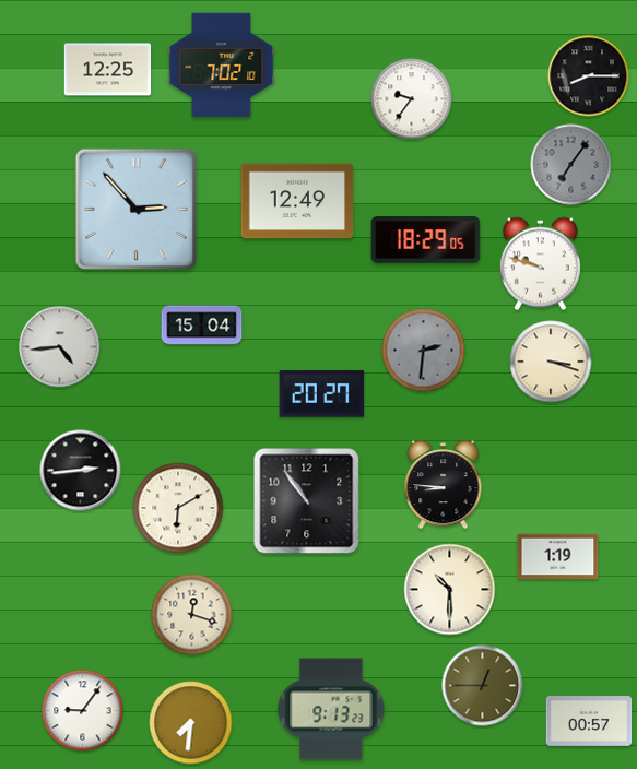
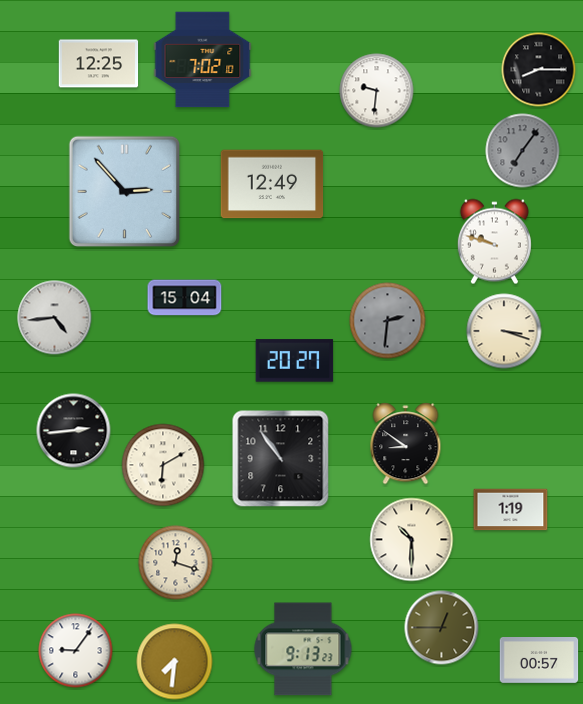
clock at (412, 99): 9:36 -> 9:31
clock at (426, 240): 18:29 -> none
clock at (444, 485): 8:46 -> 8:51
